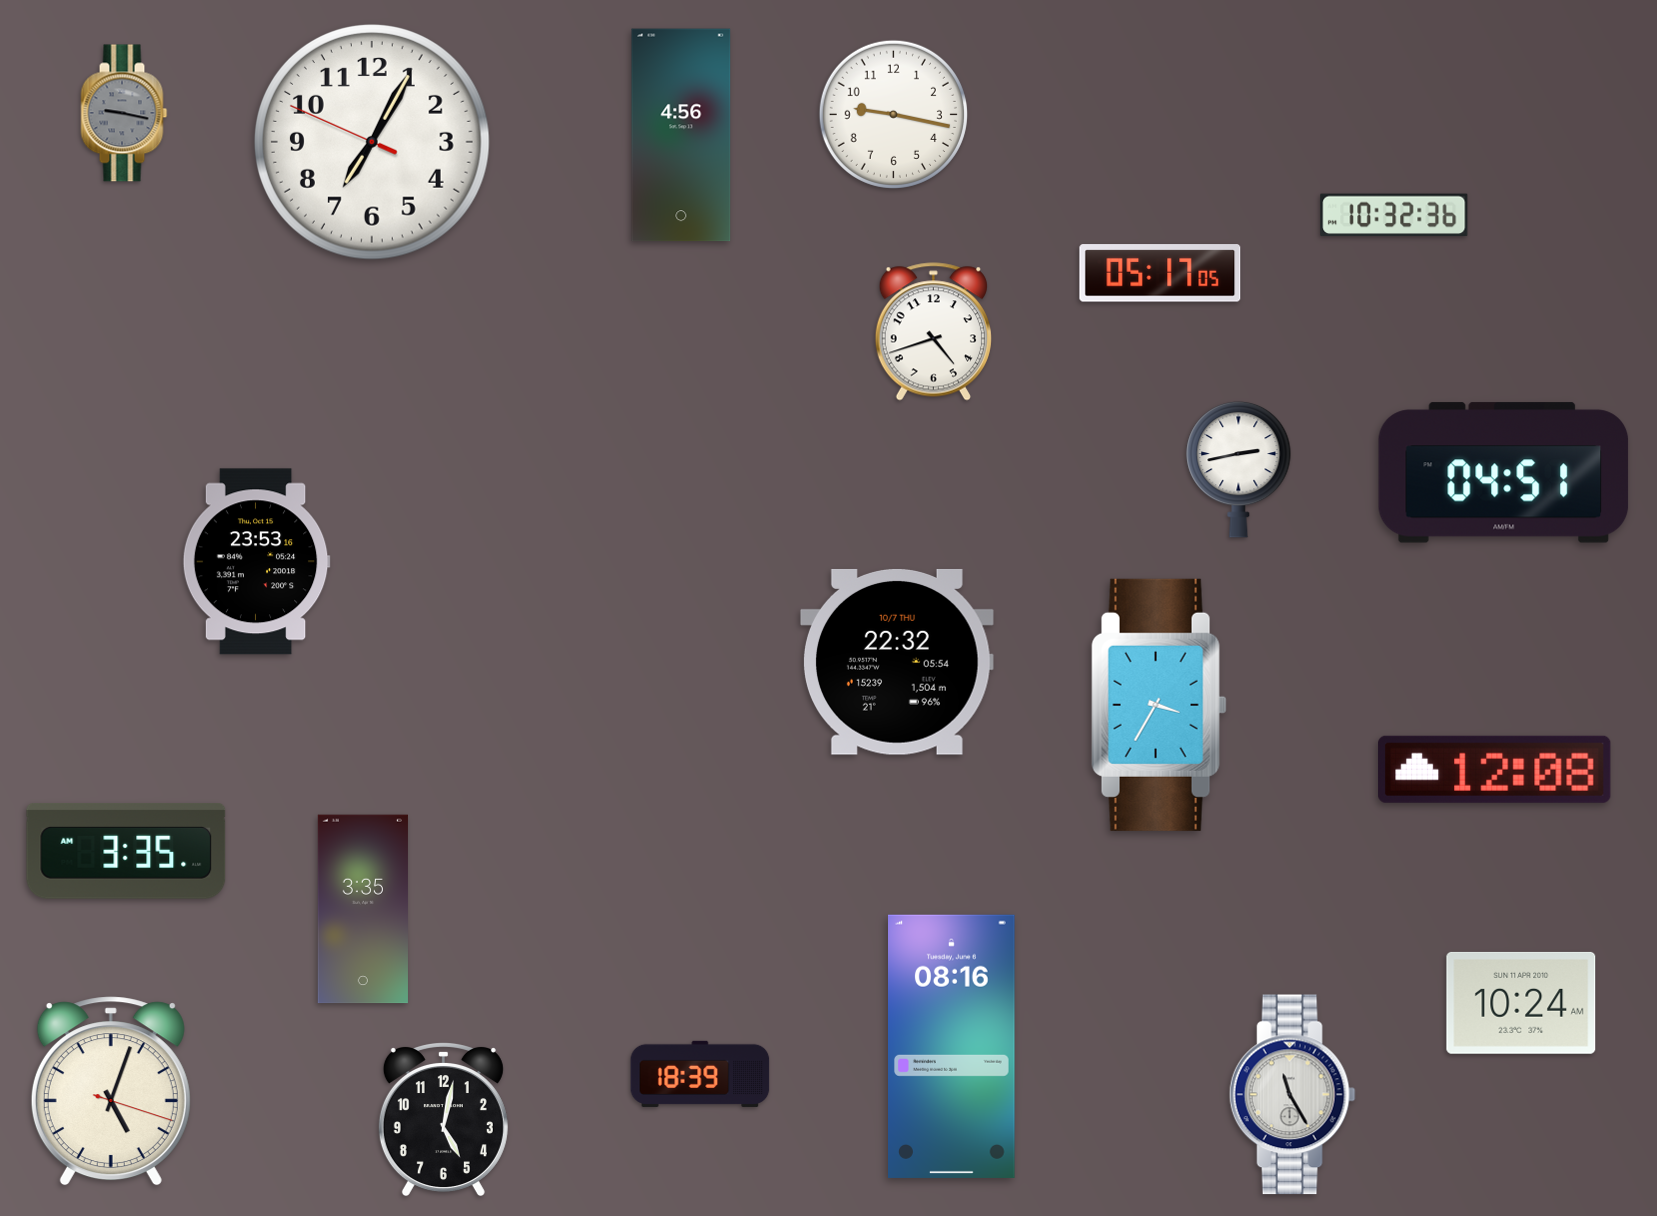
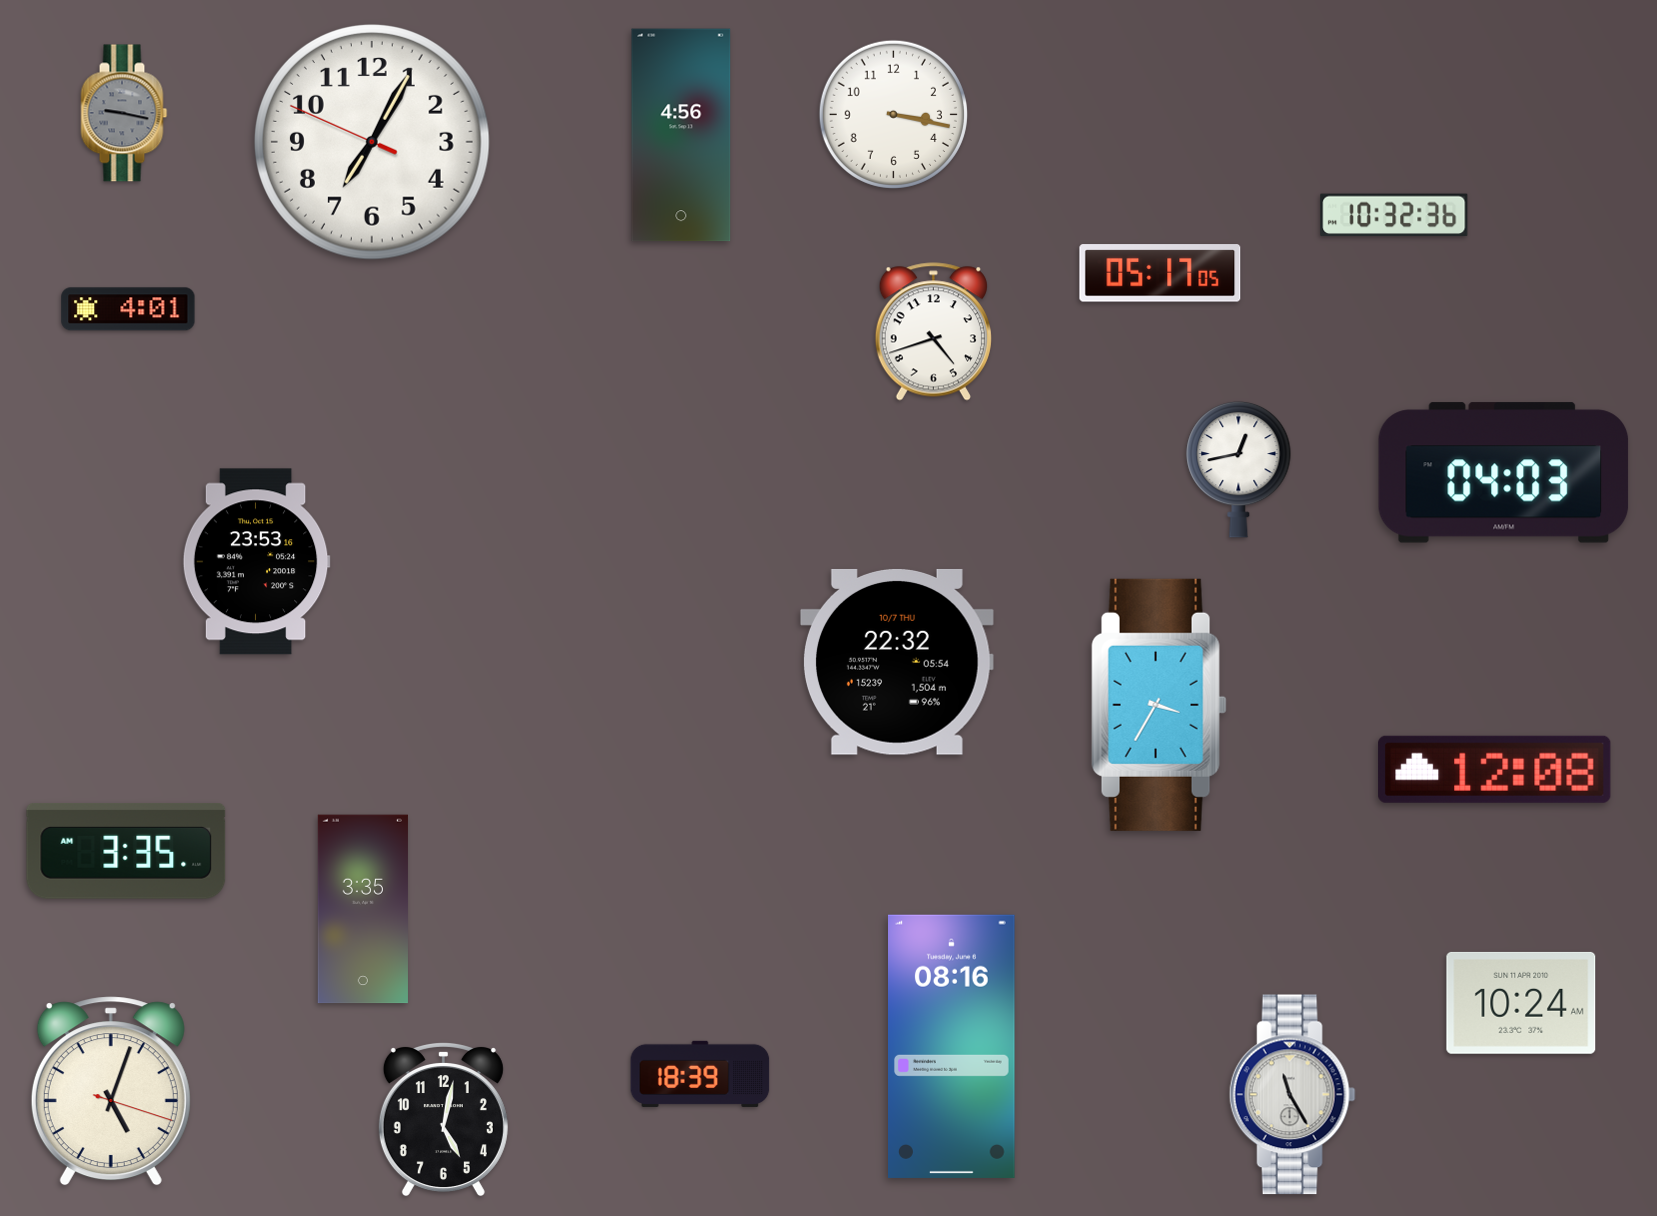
clock at (893, 114): 9:17 -> 3:17
clock at (128, 309): none -> 4:01
clock at (1239, 469): 2:43 -> 12:43
clock at (1504, 473): 04:51 -> 04:03
